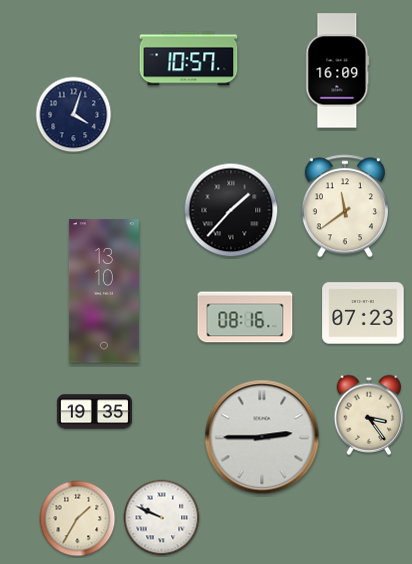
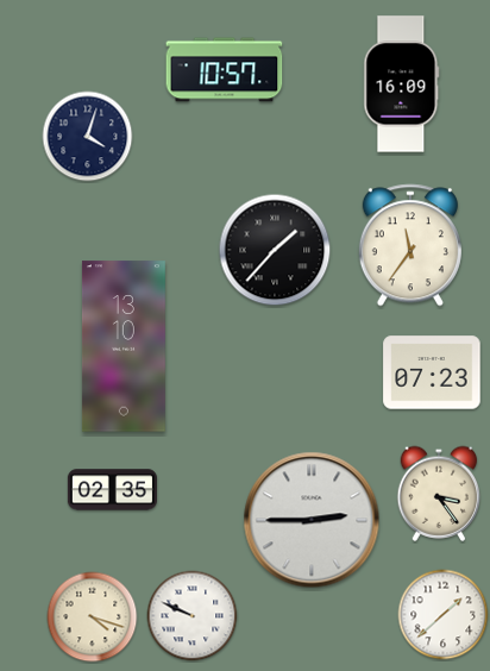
clock at (345, 206): 11:39 -> 11:36
clock at (245, 317): 08:16 -> none
clock at (94, 412): 19:35 -> 02:35
clock at (444, 615): none -> 1:38
clock at (78, 519): 1:35 -> 4:18
